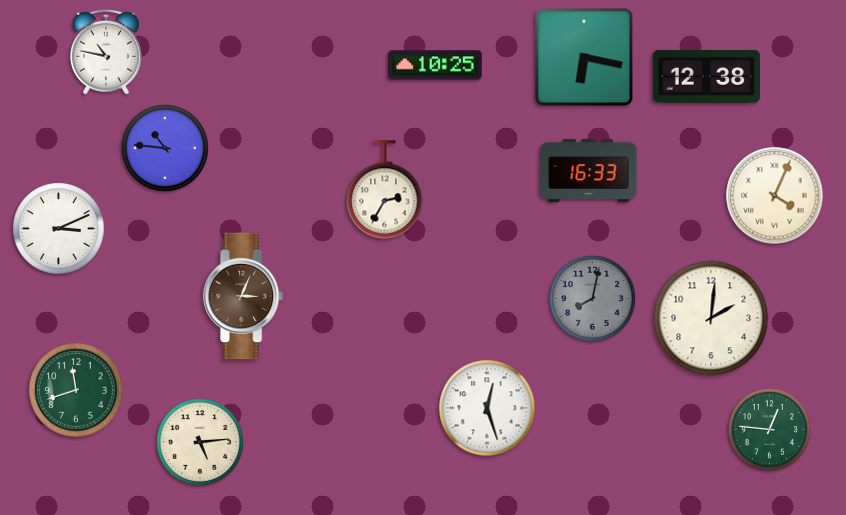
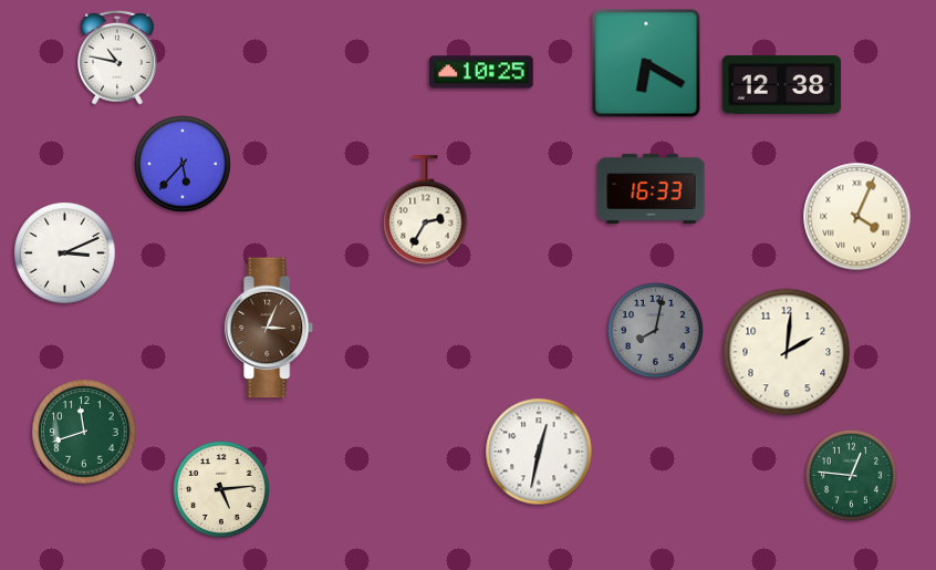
clock at (584, 57): 6:17 -> 6:20
clock at (166, 149): 10:46 -> 5:37
clock at (487, 408): 12:27 -> 12:32
